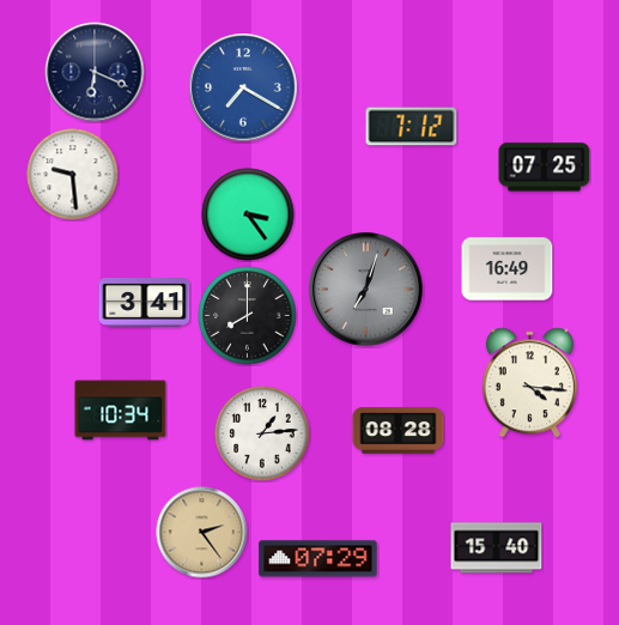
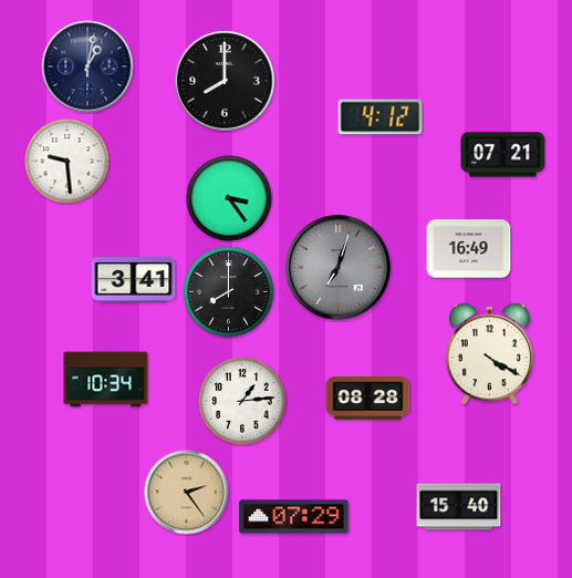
clock at (95, 72): 6:19 -> 1:02
clock at (243, 87): 7:20 -> 8:00
clock at (243, 87) dial: blue -> black
clock at (412, 127): 7:12 -> 4:12
clock at (545, 168): 07:25 -> 07:21
clock at (529, 383): 4:16 -> 4:20
clock at (121, 411) position: (121, 411) -> (106, 380)
